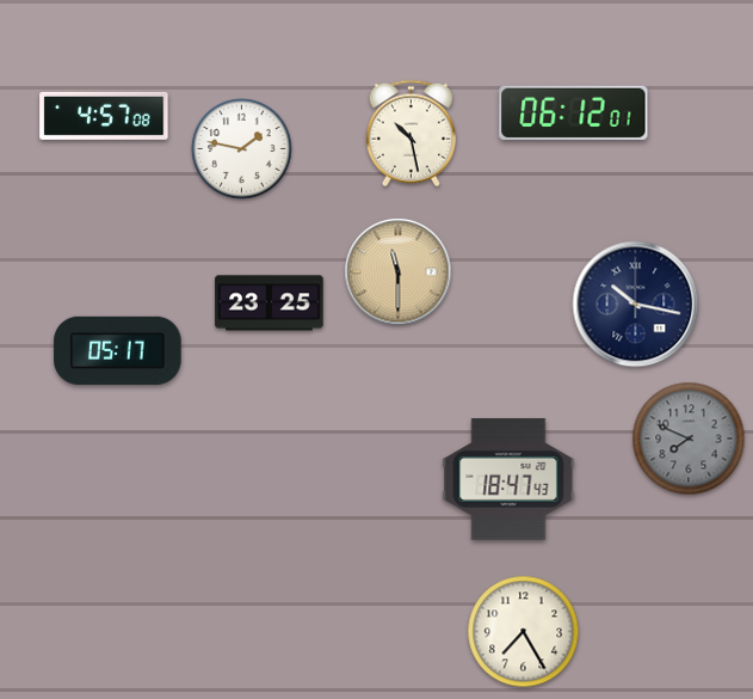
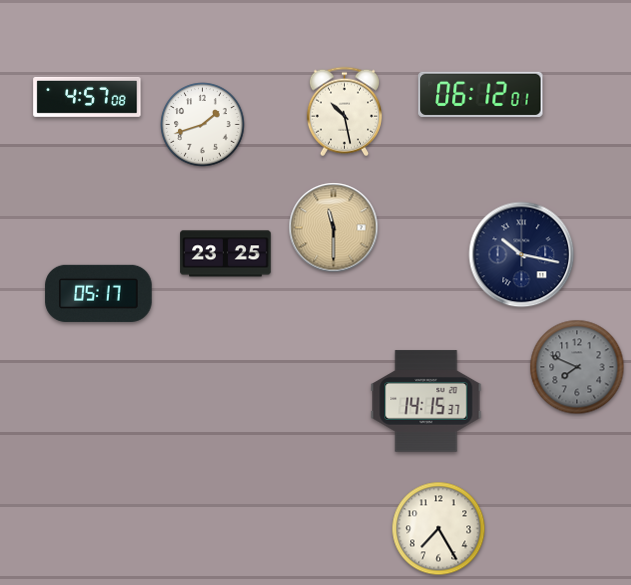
clock at (242, 149): 1:47 -> 1:42
clock at (636, 305) position: (636, 305) -> (522, 255)
clock at (508, 479): 18:47 -> 14:15
